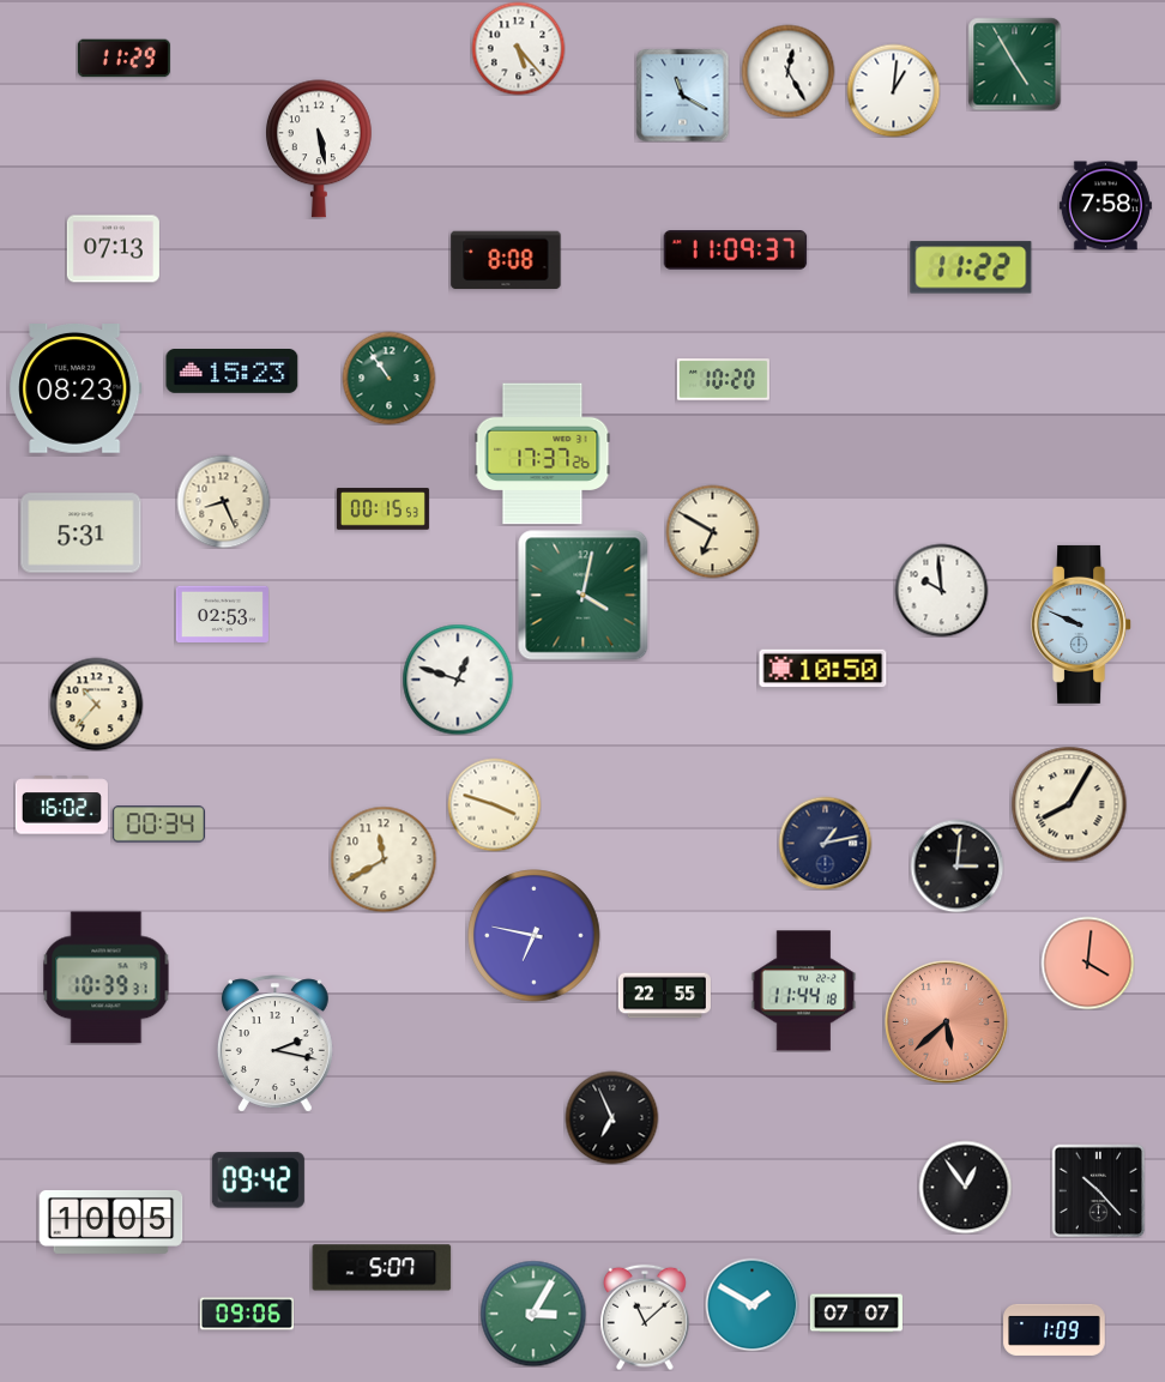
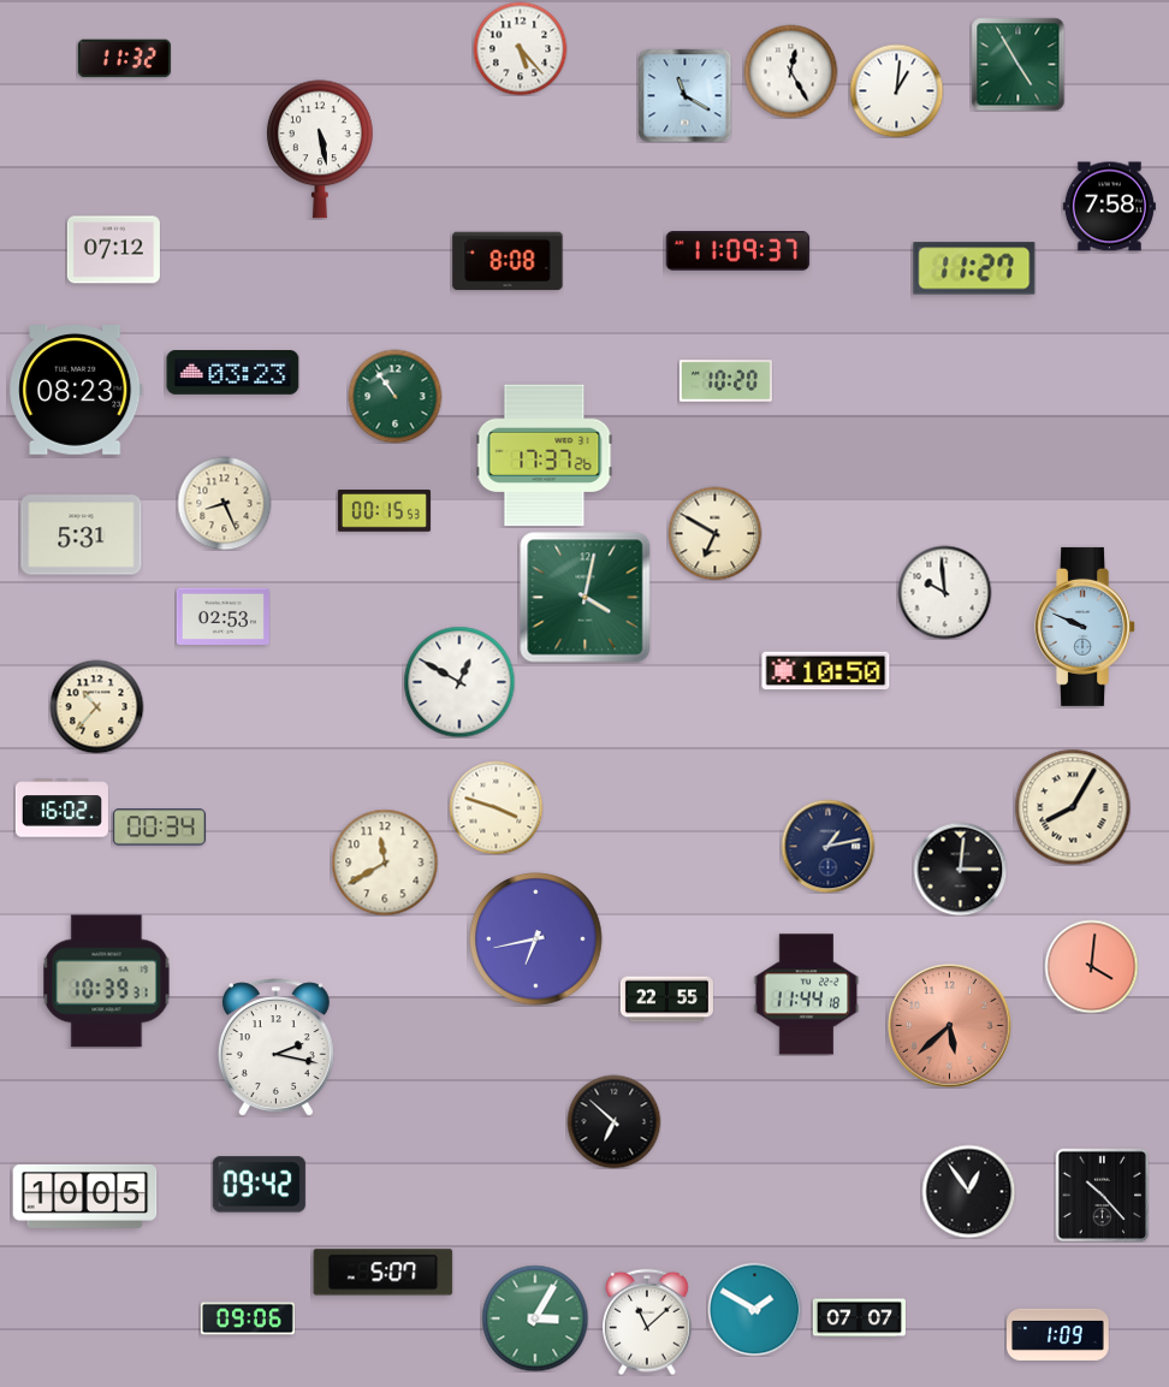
clock at (123, 59): 11:29 -> 11:32
clock at (113, 249): 07:13 -> 07:12
clock at (971, 267): 11:22 -> 11:27
clock at (233, 372): 15:23 -> 03:23
clock at (388, 378) position: (388, 378) -> (394, 396)
clock at (458, 680): 12:48 -> 12:50
clock at (535, 936): 6:47 -> 6:43
clock at (611, 1117): 6:56 -> 6:52
clock at (111, 1221) position: (111, 1221) -> (85, 1196)
